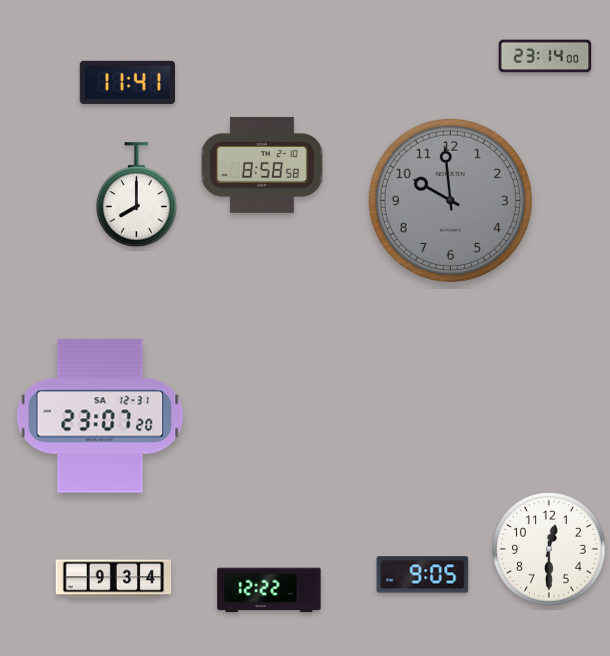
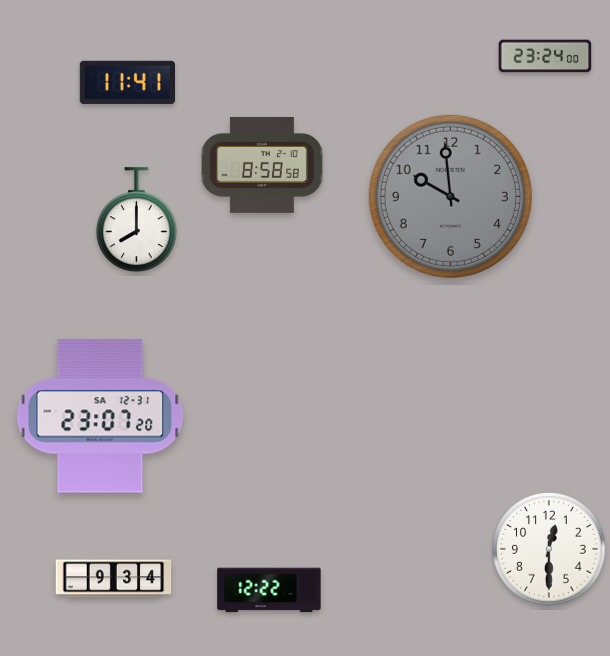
clock at (545, 56): 23:14 -> 23:24
clock at (136, 195) position: (136, 195) -> (136, 220)
clock at (450, 200) position: (450, 200) -> (450, 196)
clock at (423, 575): 9:05 -> none
